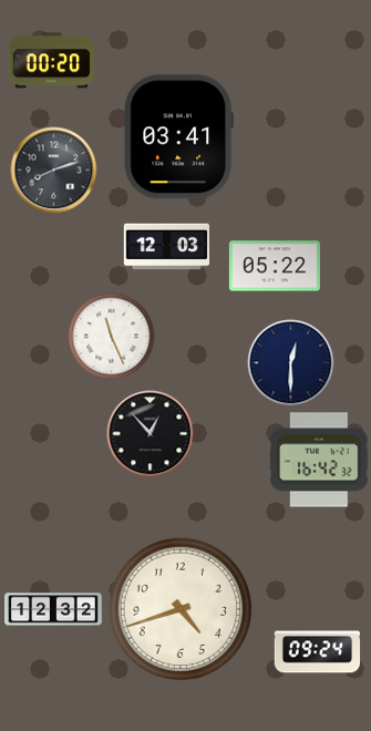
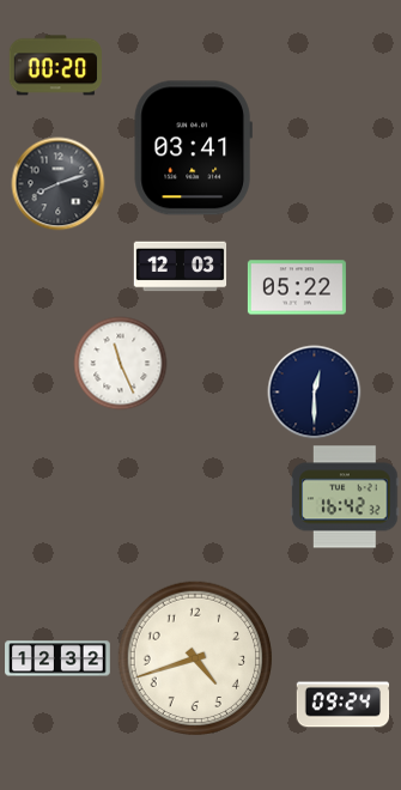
clock at (150, 433): 12:53 -> none
